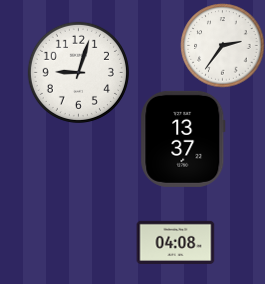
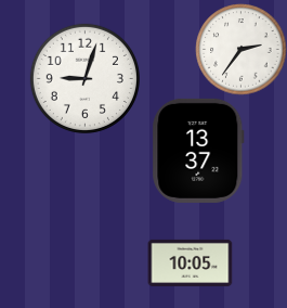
clock at (175, 242): 04:08 -> 10:05
